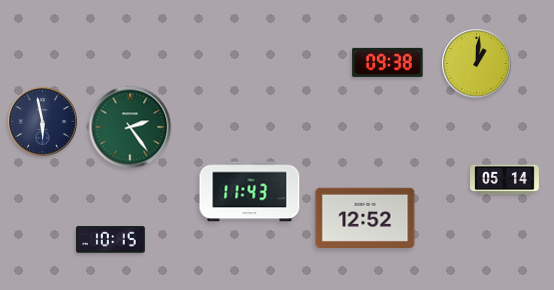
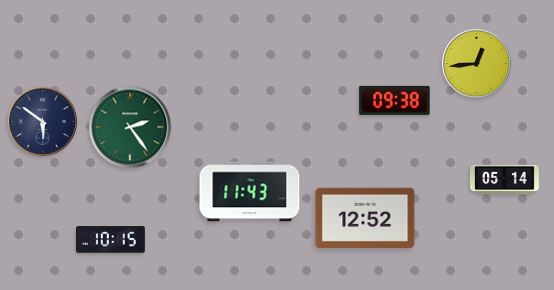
clock at (388, 62) position: (388, 62) -> (395, 100)
clock at (477, 64): 1:01 -> 12:44
clock at (43, 122): 5:58 -> 5:51
